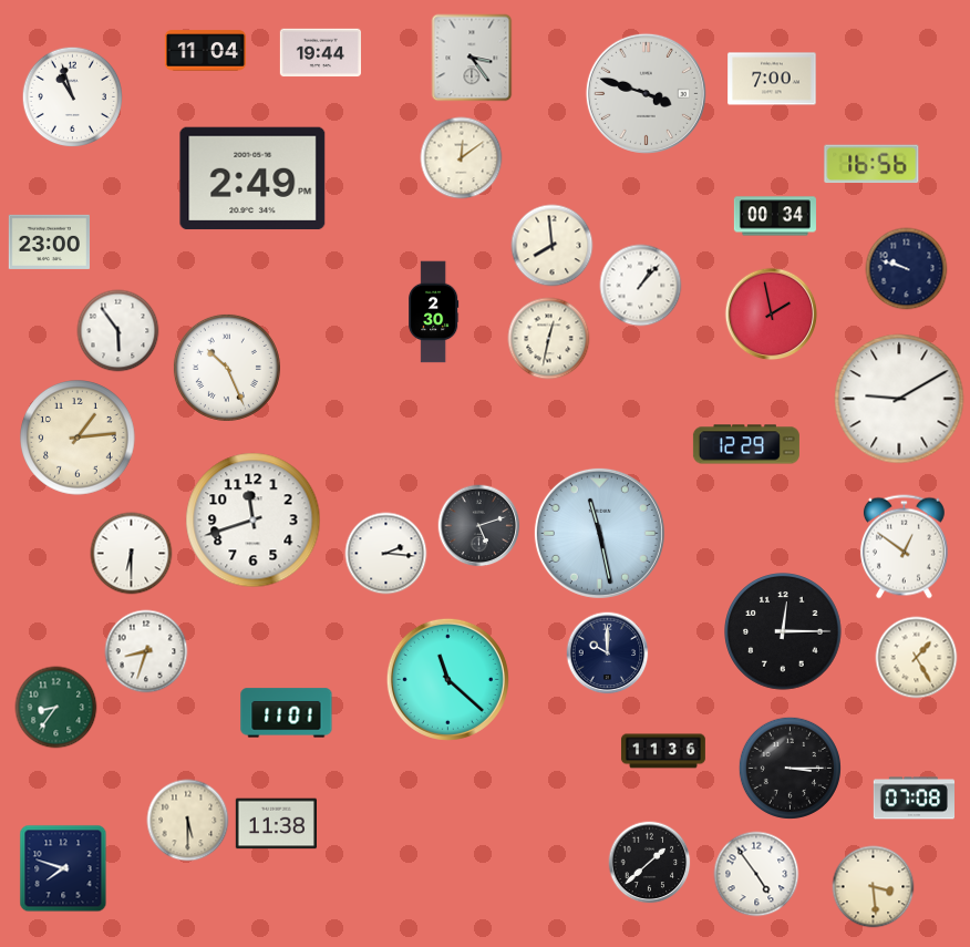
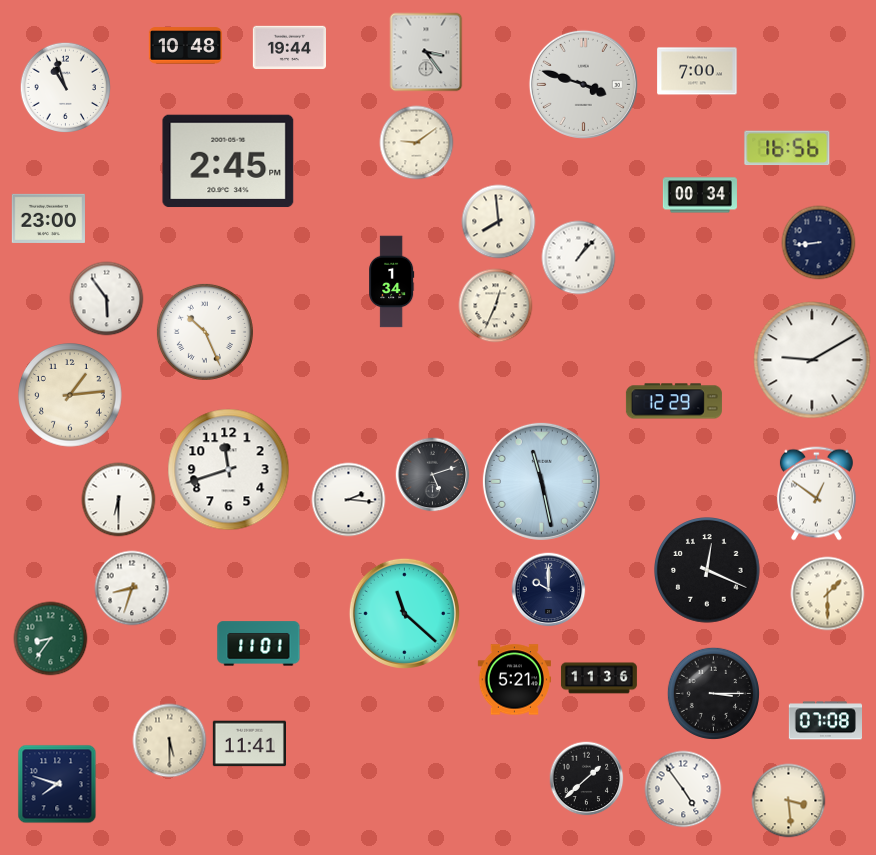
clock at (205, 51): 11:04 -> 10:48
clock at (462, 158): 12:09 -> 9:09
clock at (252, 178): 2:49 -> 2:45
clock at (49, 241) position: (49, 241) -> (48, 218)
clock at (907, 269): 9:48 -> 8:44
clock at (434, 312): 2:30 -> 1:34
clock at (772, 315): 1:58 -> none
clock at (549, 339): 12:32 -> 12:34
clock at (783, 631): 12:15 -> 12:19
clock at (917, 658): 1:25 -> 1:30
clock at (514, 680): none -> 5:21
clock at (276, 824): 11:38 -> 11:41
